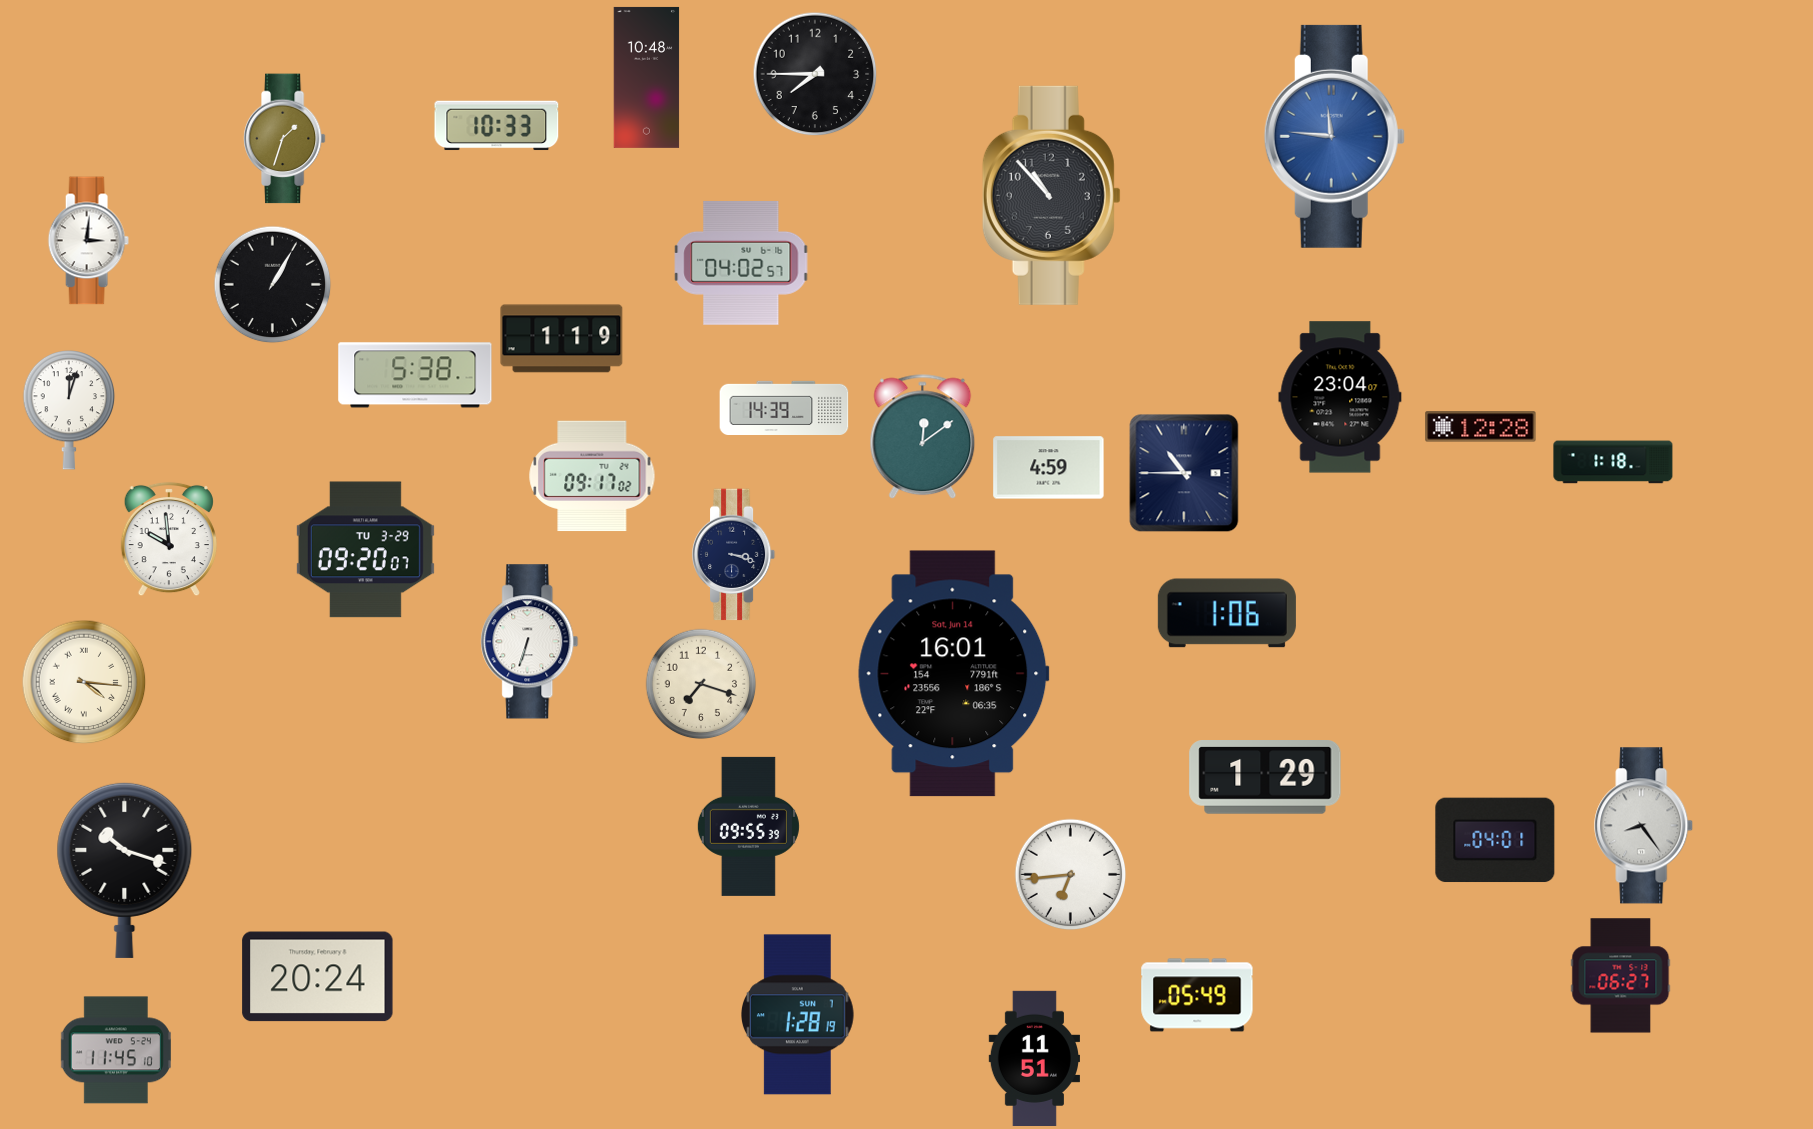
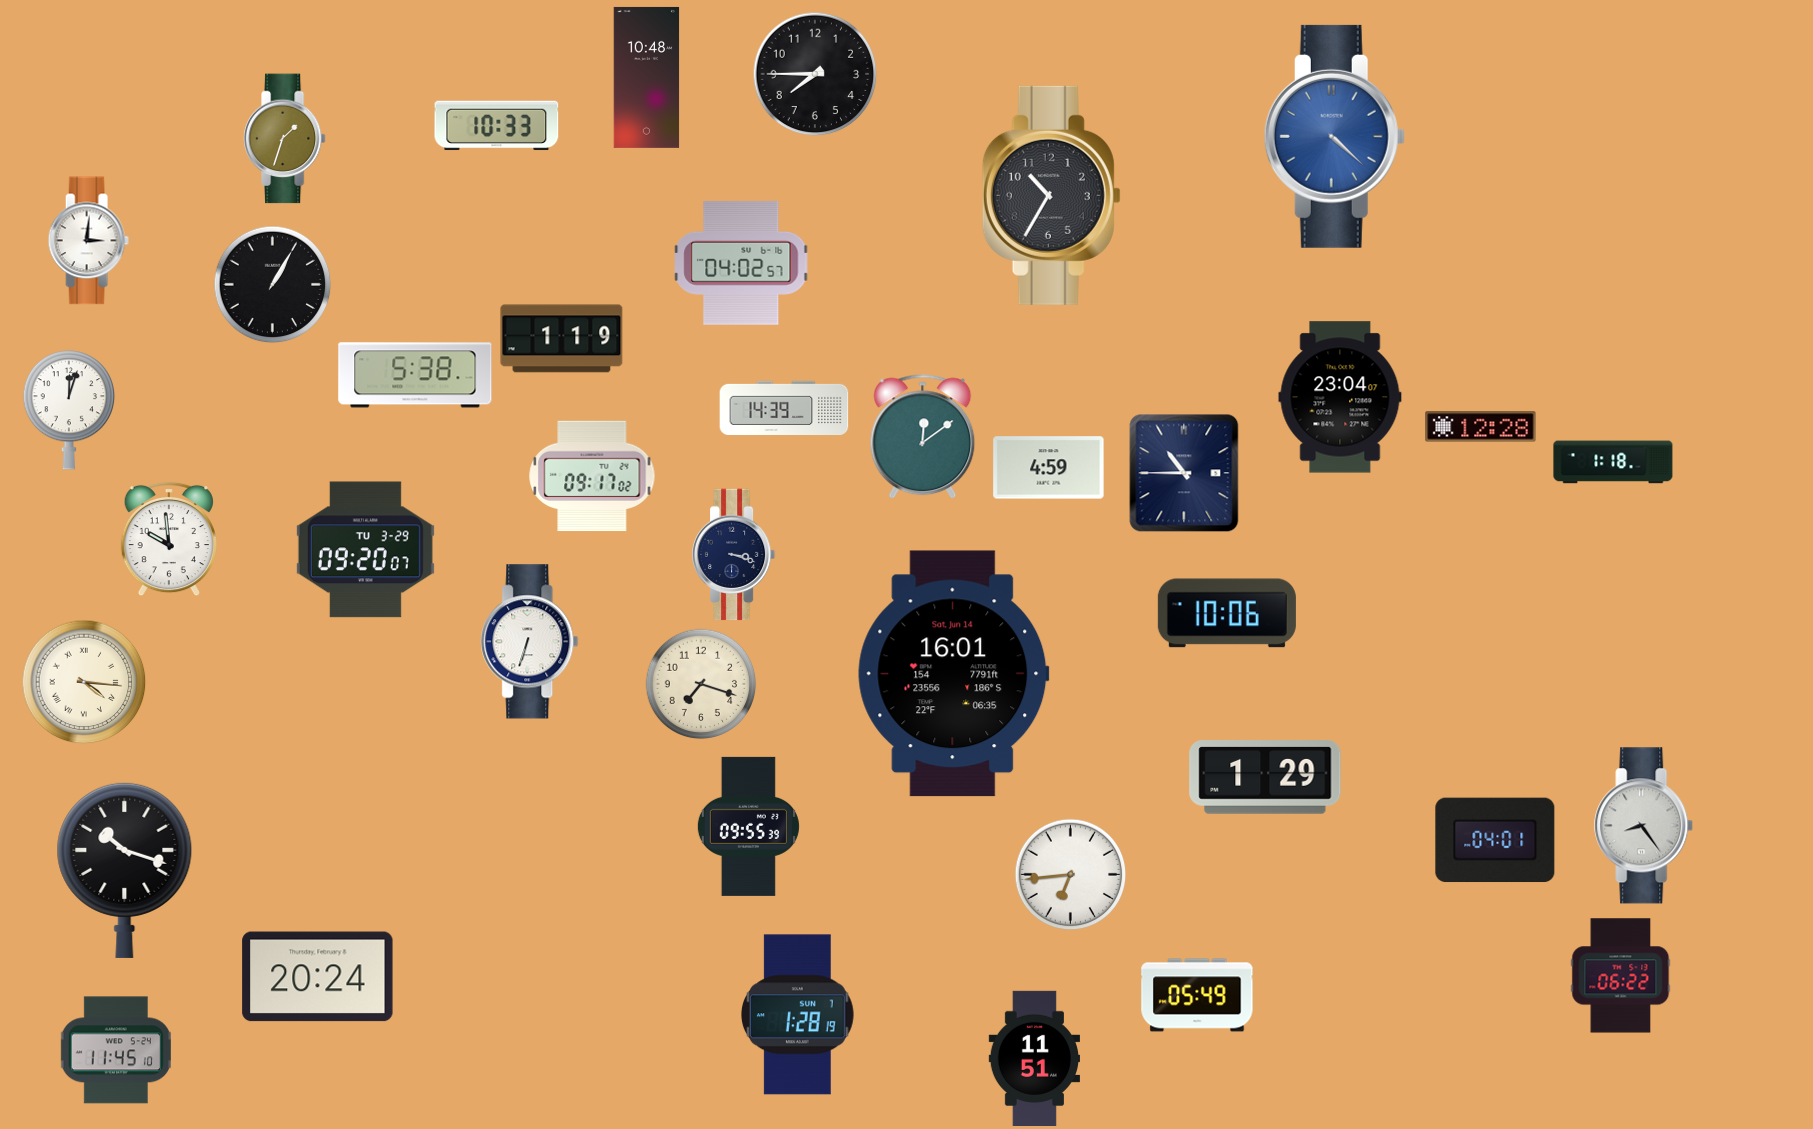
clock at (1334, 136): 11:46 -> 4:22
clock at (1051, 195): 10:53 -> 10:35
clock at (1227, 613): 1:06 -> 10:06
clock at (1621, 976): 06:27 -> 06:22
